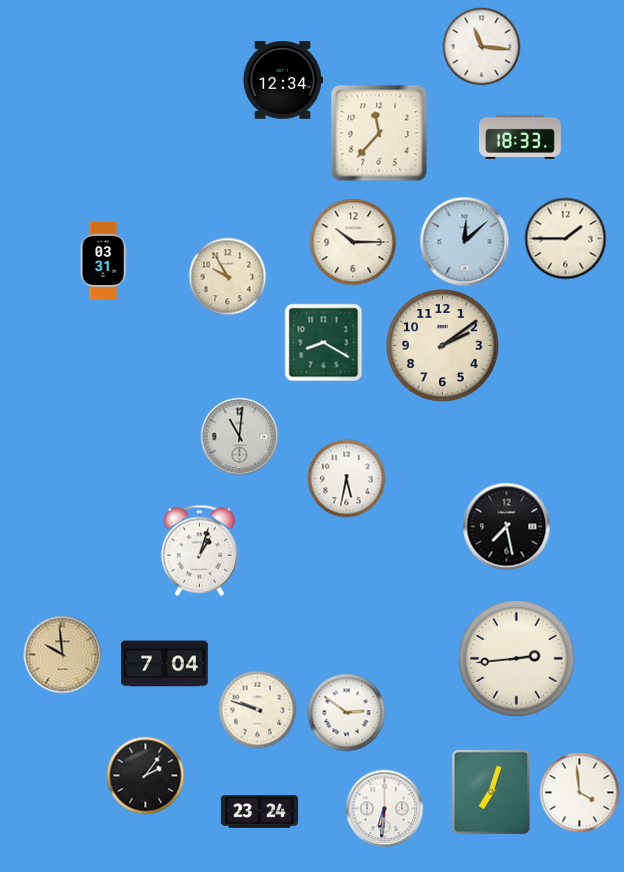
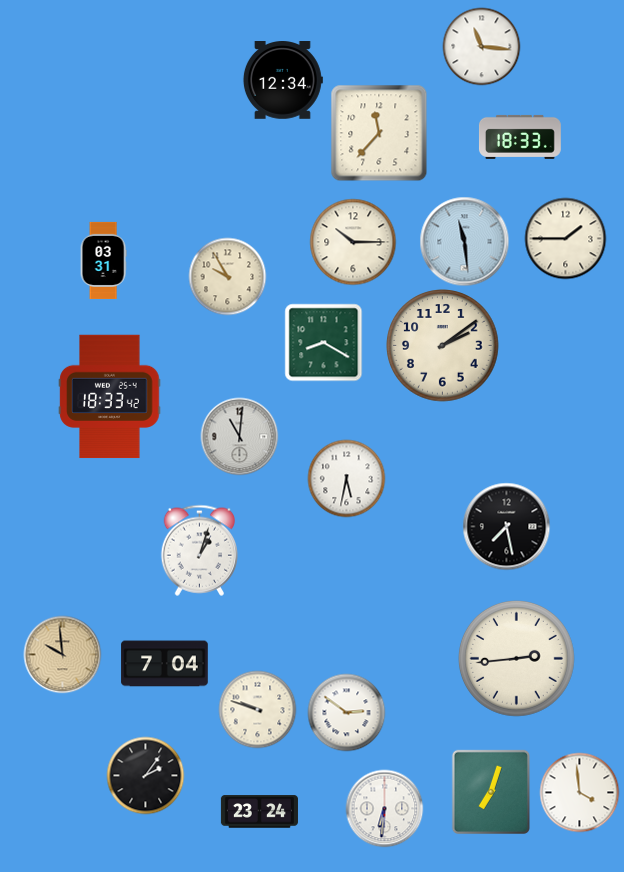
clock at (464, 241): 12:08 -> 11:29
clock at (110, 397): none -> 18:33
